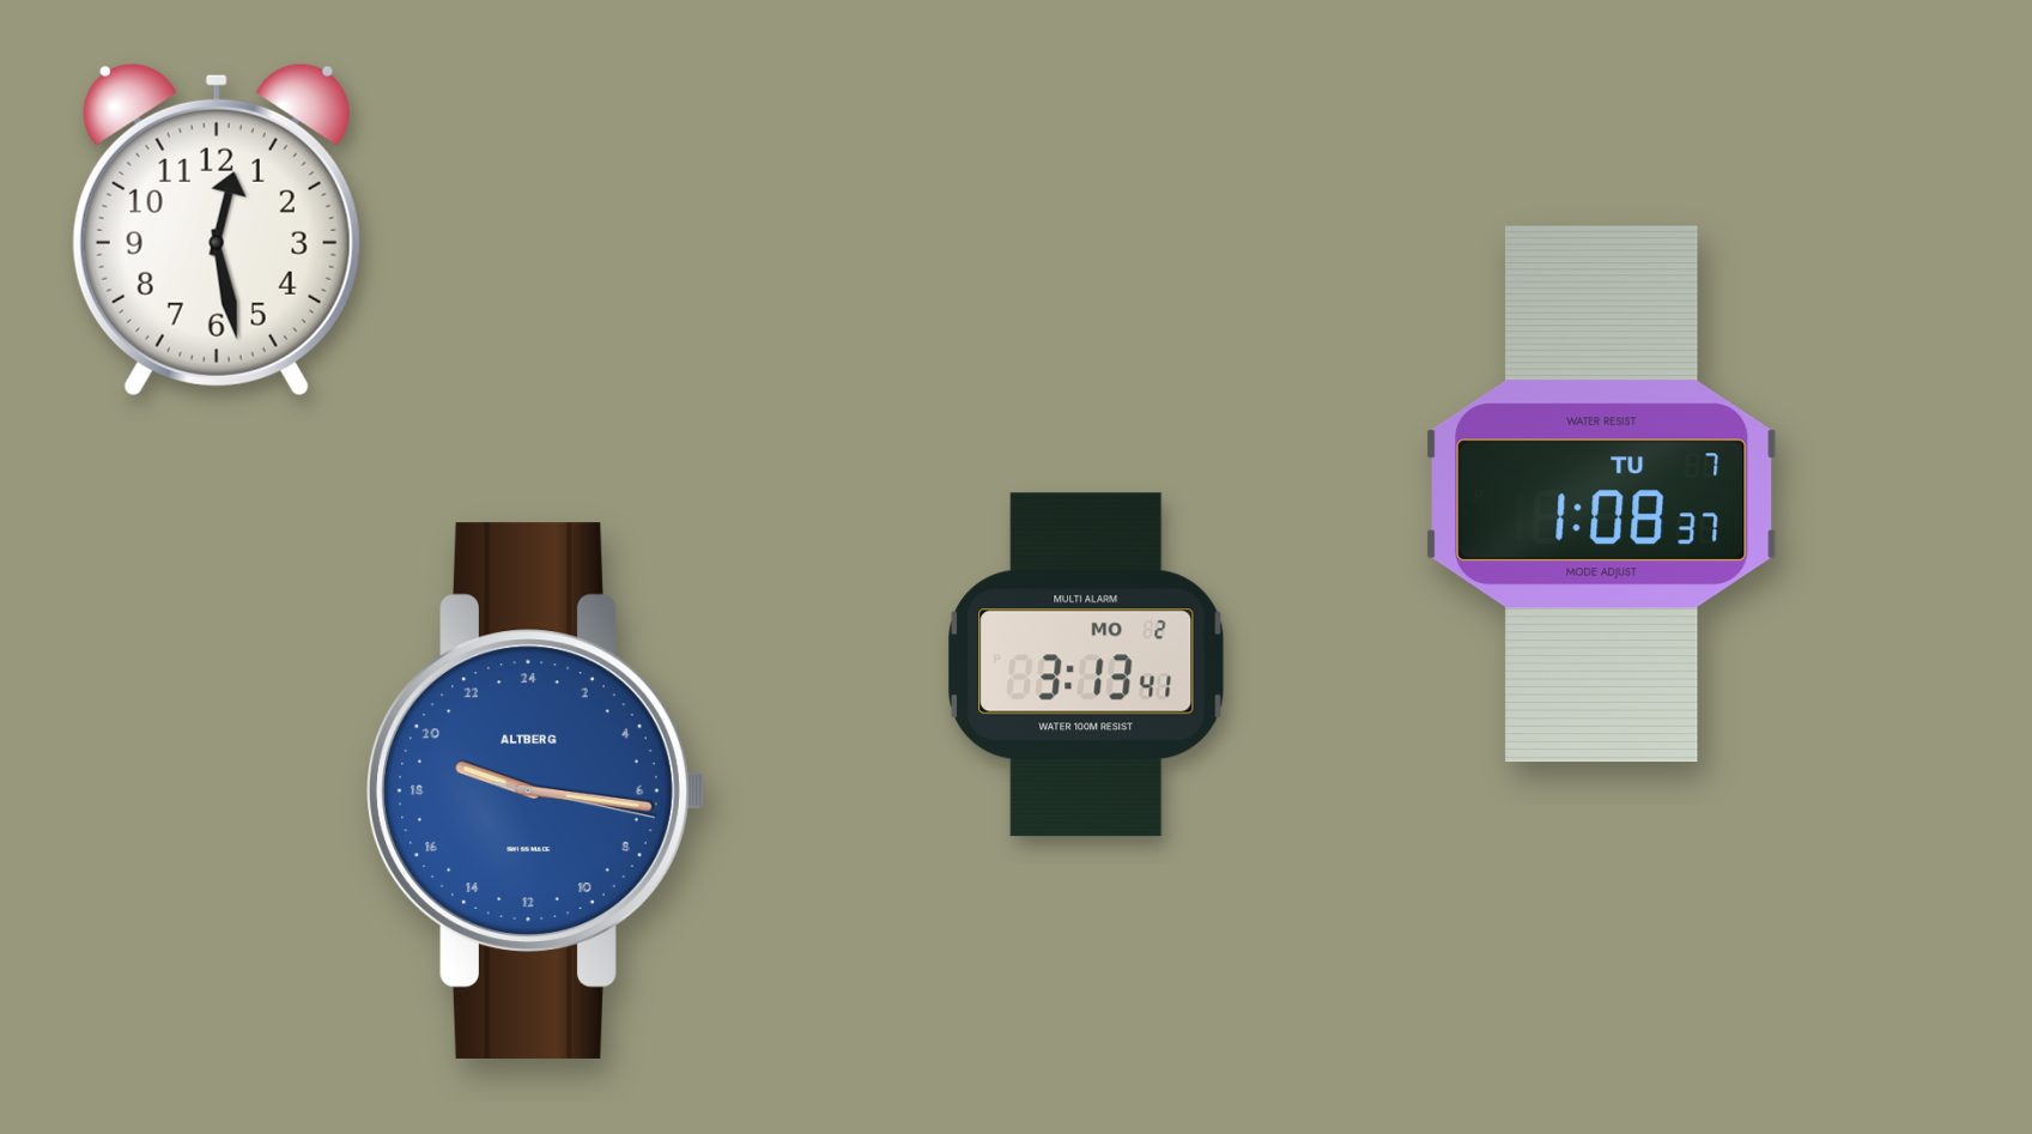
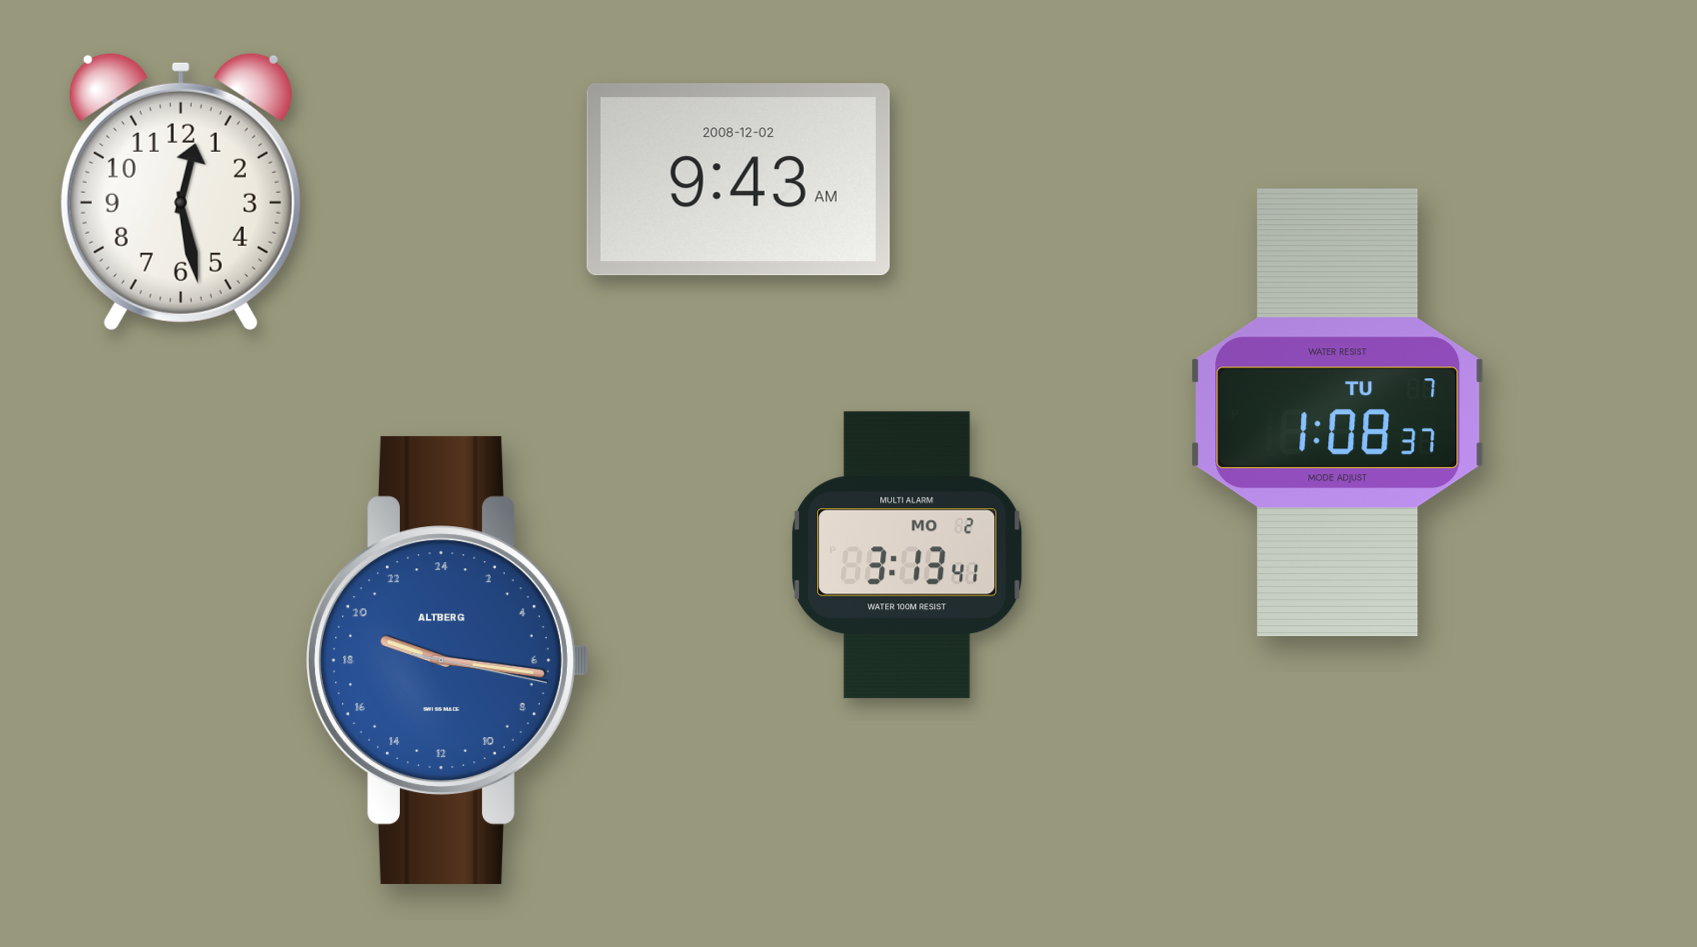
clock at (738, 180): none -> 9:43
